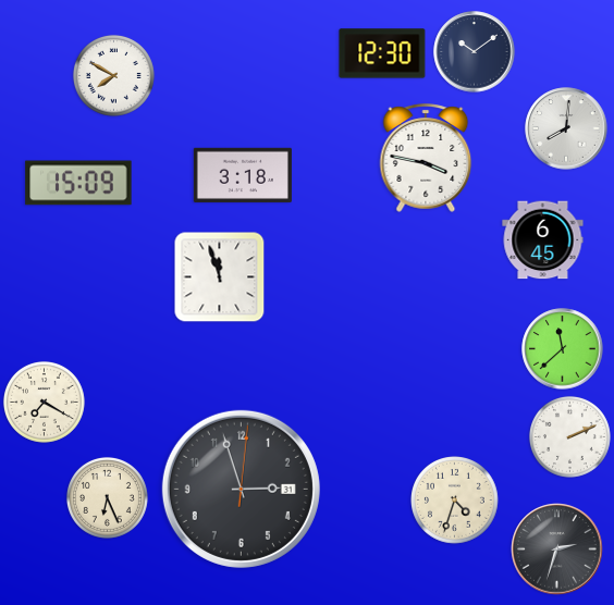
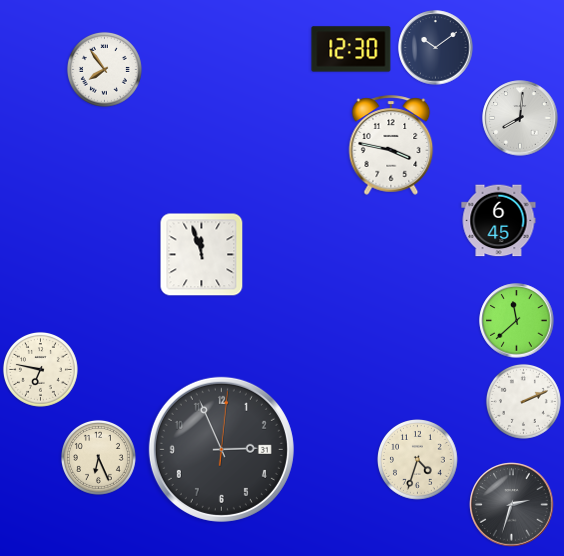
clock at (113, 75): 7:50 -> 7:54
clock at (243, 175): 3:18 -> none
clock at (78, 183): 15:09 -> none
clock at (44, 402): 7:20 -> 6:47
clock at (241, 489): 2:57 -> 2:56
